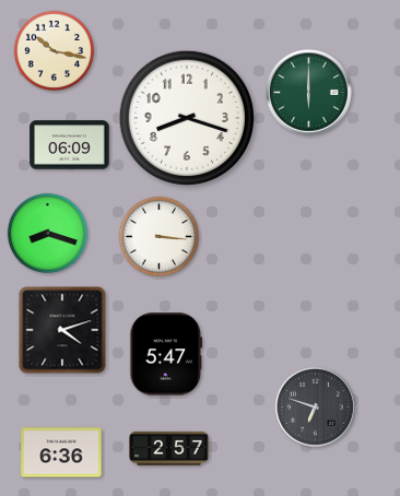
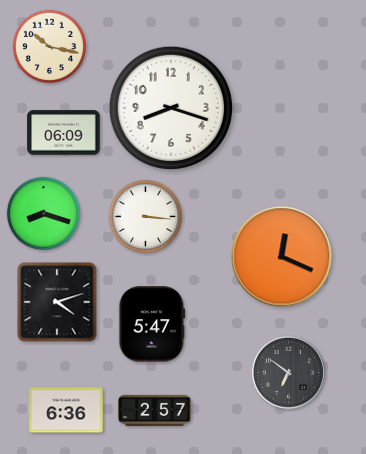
clock at (309, 93): 6:00 -> none
clock at (282, 257): none -> 12:19
clock at (316, 408): 6:48 -> 6:51
clock at (61, 452) position: (61, 452) -> (66, 410)
